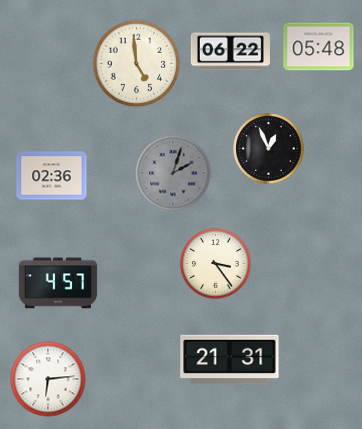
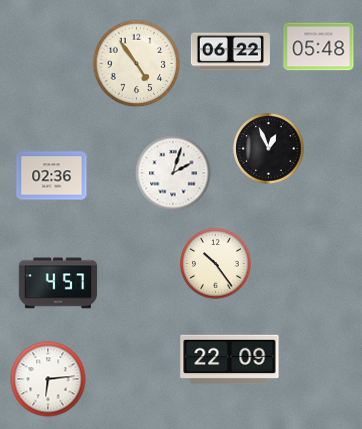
clock at (137, 64): 4:59 -> 4:54
clock at (173, 173) dial: grey -> white
clock at (216, 264): 3:24 -> 10:24
clock at (230, 360): 21:31 -> 22:09
